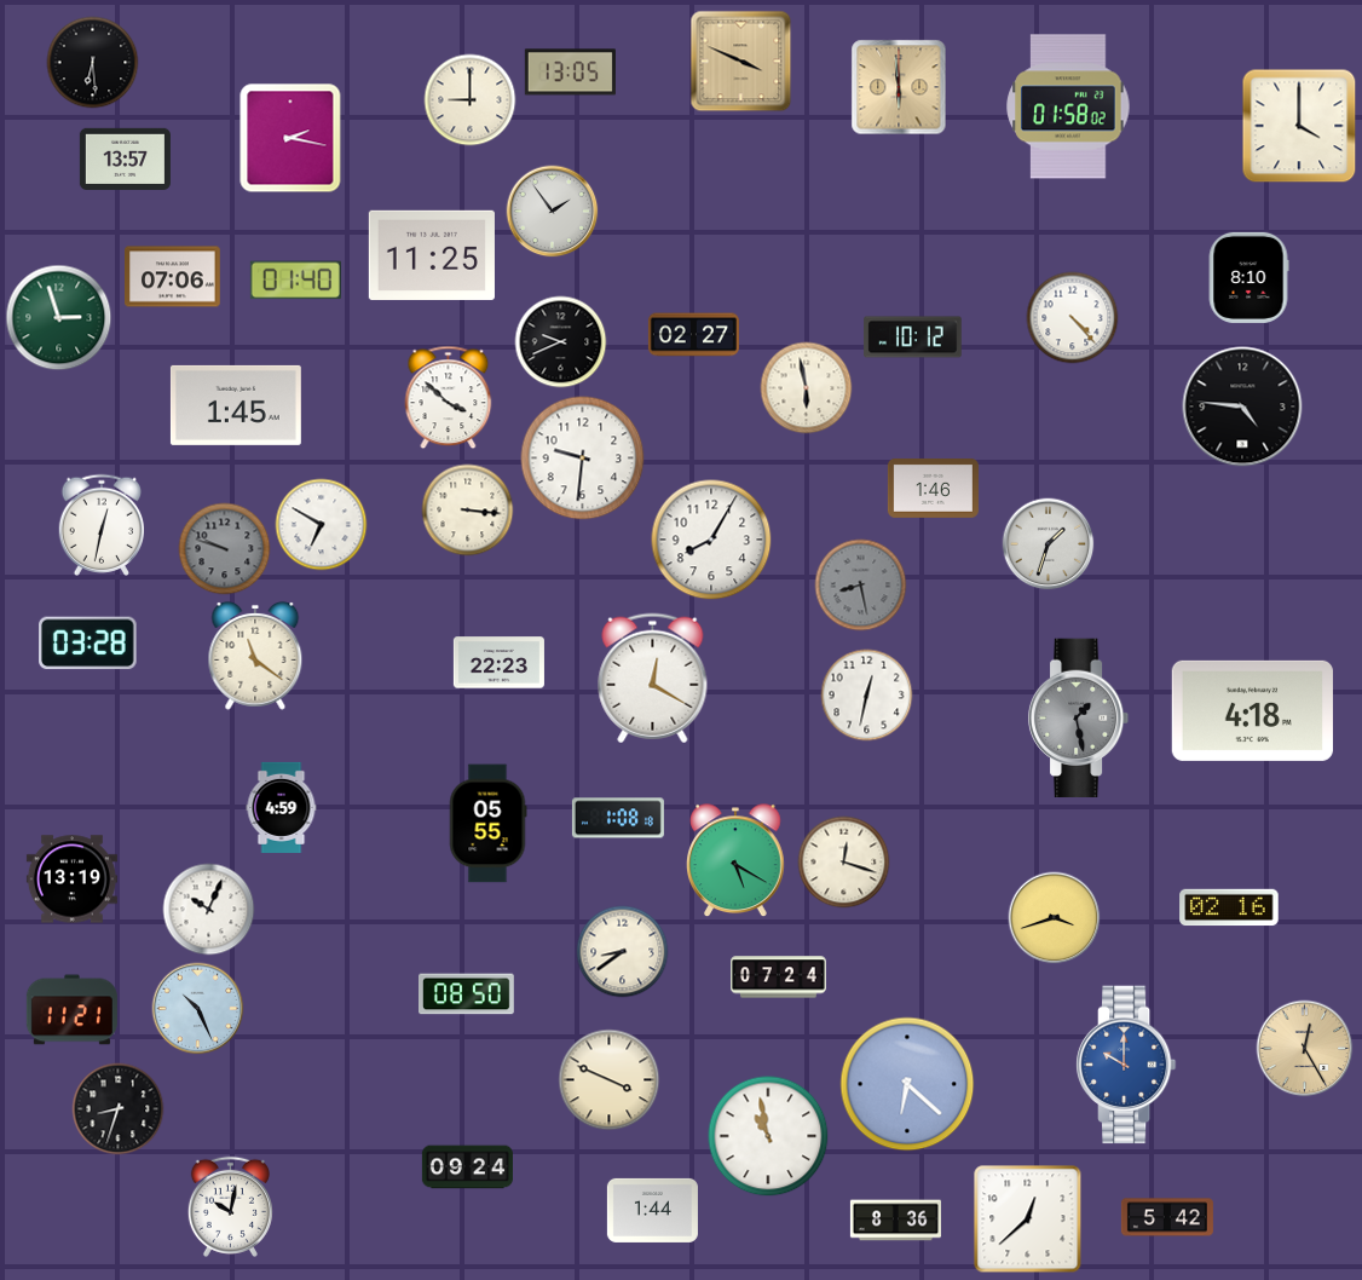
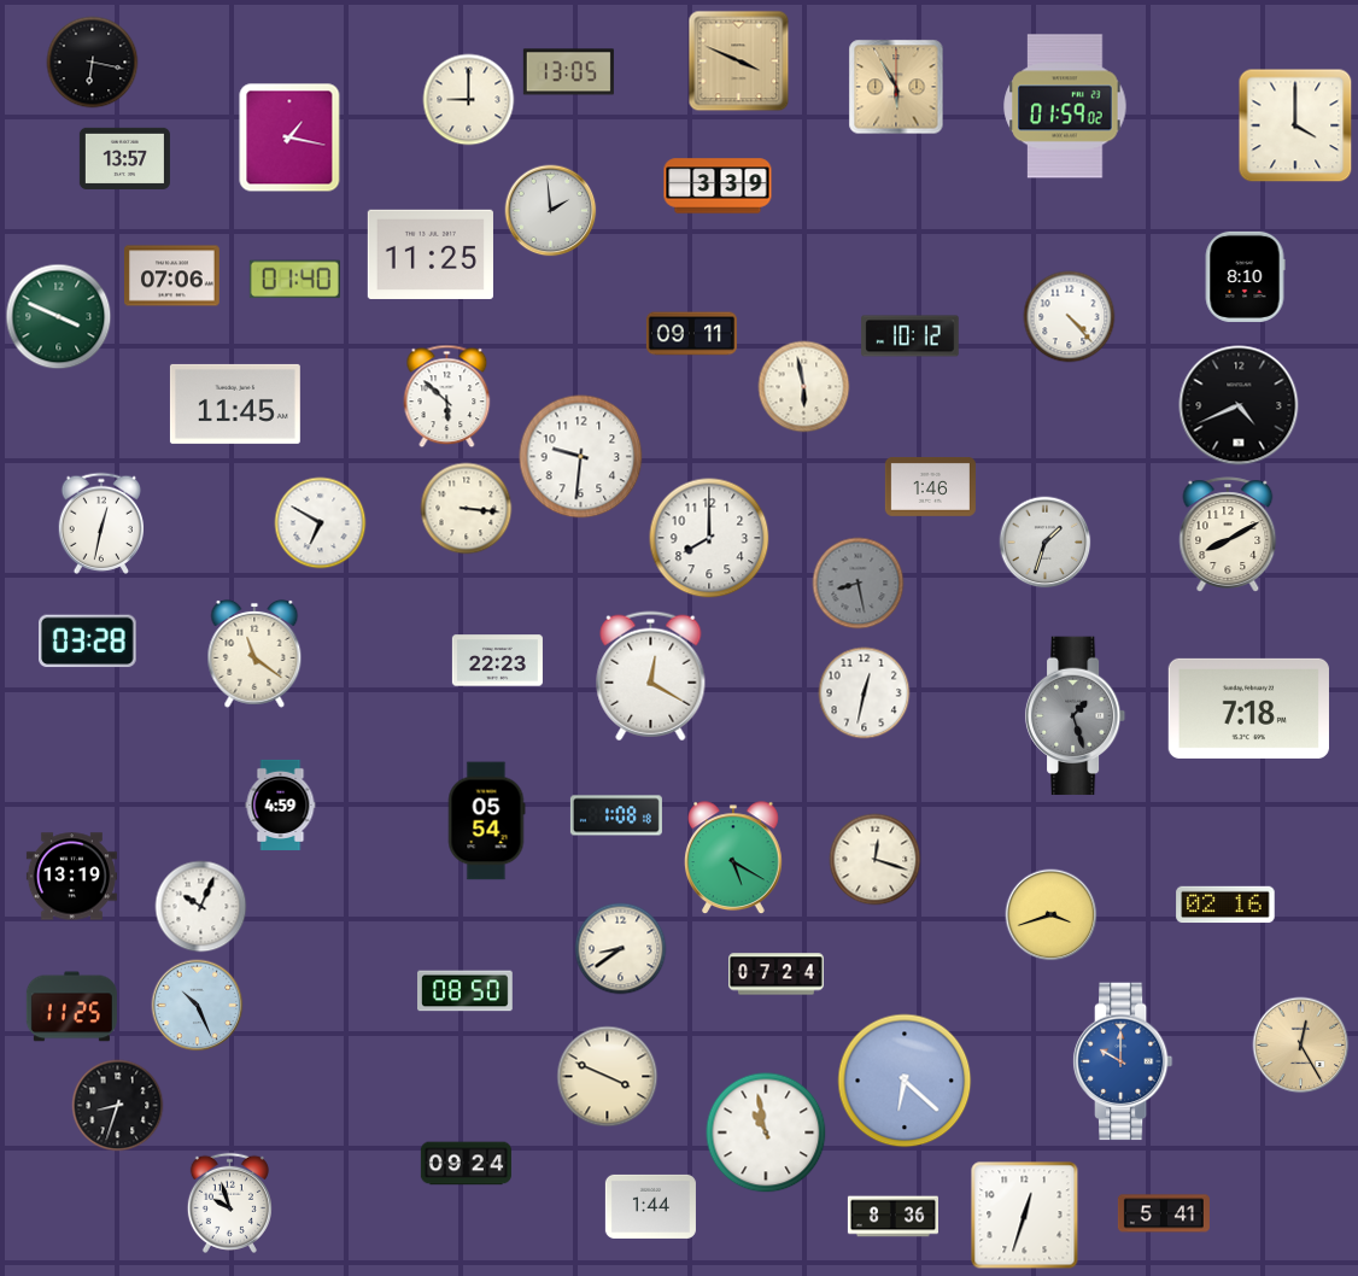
clock at (93, 63): 6:29 -> 6:17
clock at (899, 87): 5:59 -> 5:55
clock at (1068, 106): 01:58 -> 01:59
clock at (290, 138): 2:17 -> 1:17
clock at (718, 186): none -> 3:39
clock at (553, 212): 1:54 -> 1:59
clock at (59, 318): 2:57 -> 3:49
clock at (693, 335): 02:27 -> 09:11
clock at (561, 342): 9:41 -> none
clock at (449, 398): 3:52 -> 5:52
clock at (236, 405): 1:45 -> 11:45
clock at (1242, 407): 4:46 -> 4:41
clock at (1228, 534): none -> 8:10
clock at (711, 540): 8:05 -> 8:00
clock at (225, 549): 9:48 -> none
clock at (1252, 710): 4:18 -> 7:18
clock at (1079, 719): 1:28 -> 1:27
clock at (487, 824): 05:55 -> 05:54
clock at (844, 863) position: (844, 863) -> (876, 860)
clock at (209, 910) position: (209, 910) -> (201, 907)
clock at (71, 1010): 11:21 -> 11:25
clock at (230, 1206): 10:02 -> 9:57
clock at (1167, 1217): 5:42 -> 5:41
clock at (1028, 1220): 12:38 -> 12:33
